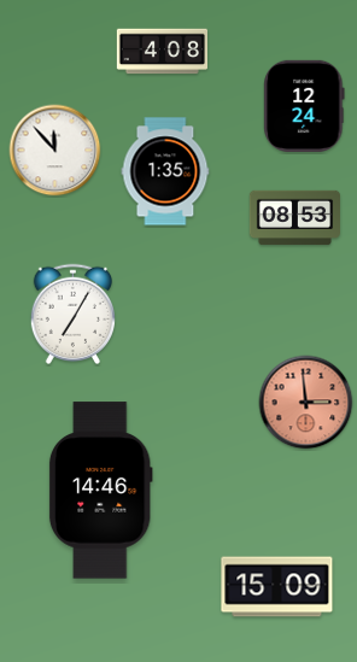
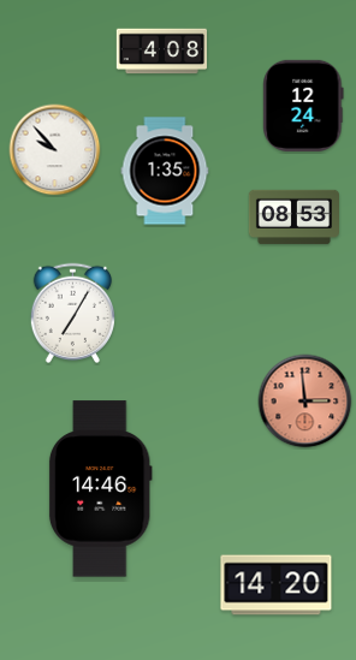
clock at (55, 151): 11:53 -> 9:53
clock at (277, 587): 15:09 -> 14:20
